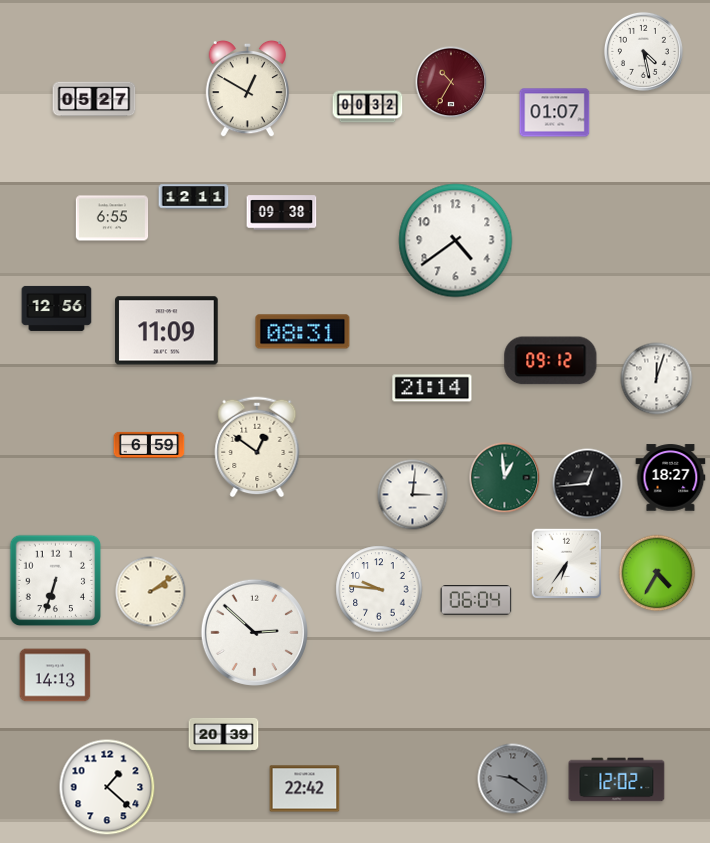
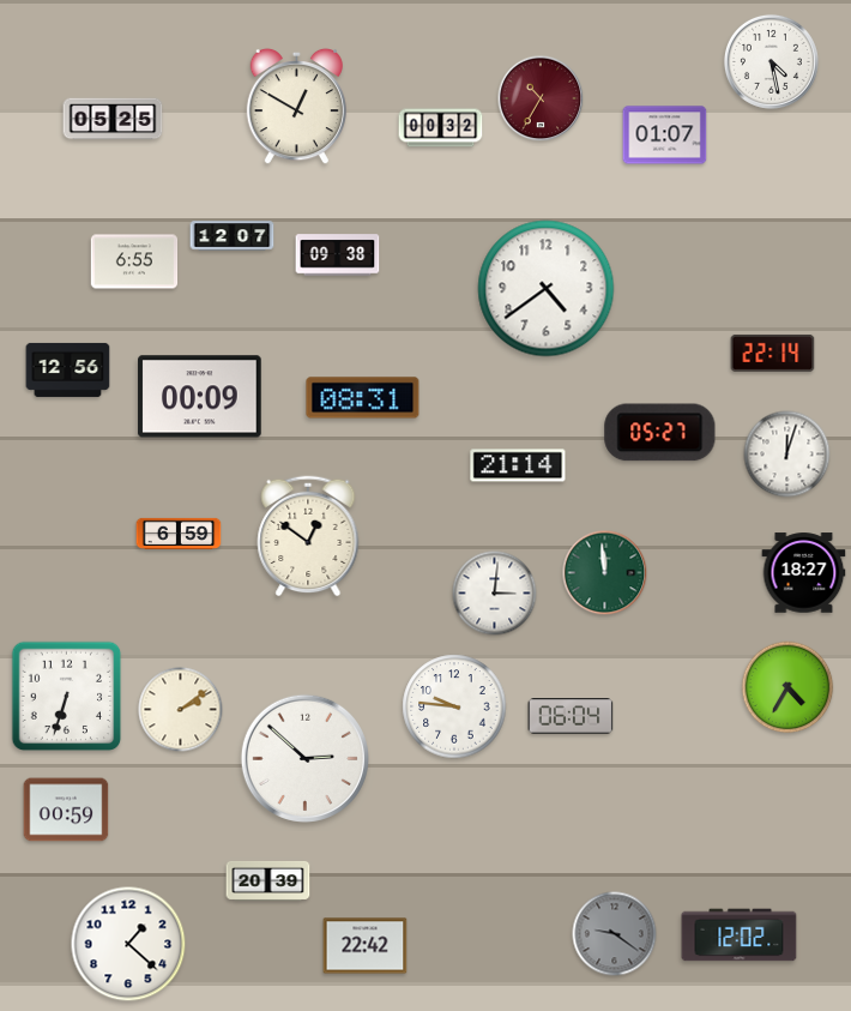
clock at (94, 99): 05:27 -> 05:25
clock at (194, 197): 12:11 -> 12:07
clock at (773, 353): none -> 22:14
clock at (167, 331): 11:09 -> 00:09
clock at (551, 361): 09:12 -> 05:27
clock at (505, 478): 12:59 -> 11:59
clock at (588, 484): 12:44 -> none
clock at (567, 564): 6:36 -> none
clock at (476, 600) position: (476, 600) -> (571, 716)
clock at (55, 675): 14:13 -> 00:59
